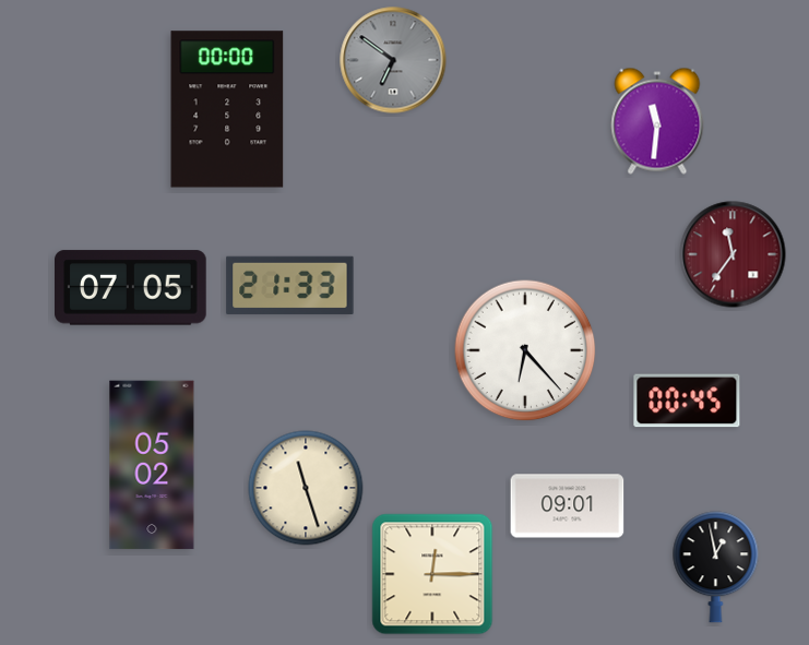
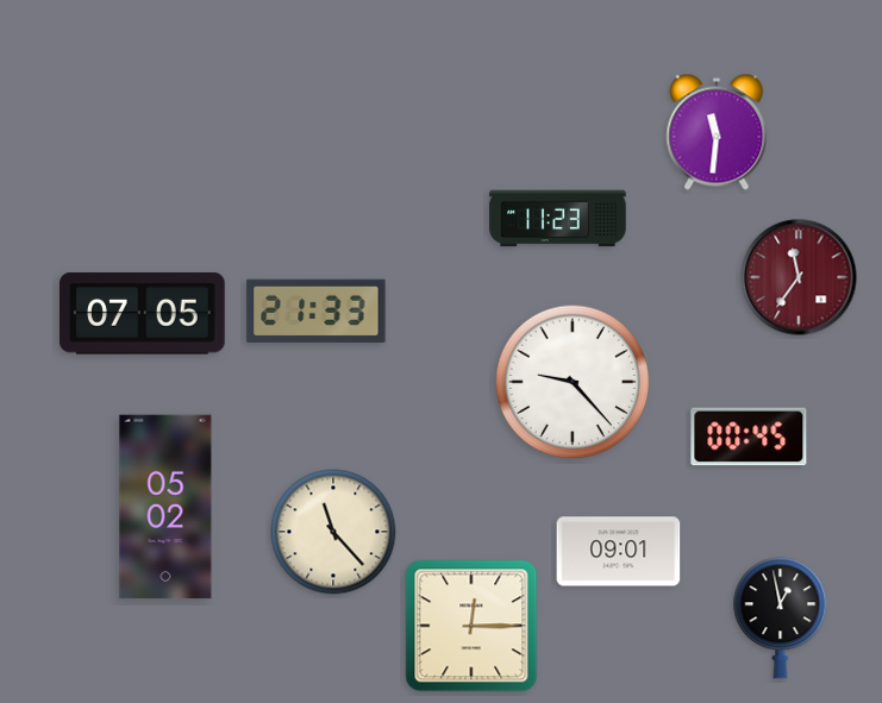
clock at (393, 60): 6:51 -> none
clock at (227, 109): 00:00 -> none
clock at (558, 219): none -> 11:23
clock at (525, 350): 6:23 -> 9:23
clock at (306, 488): 11:27 -> 11:23
